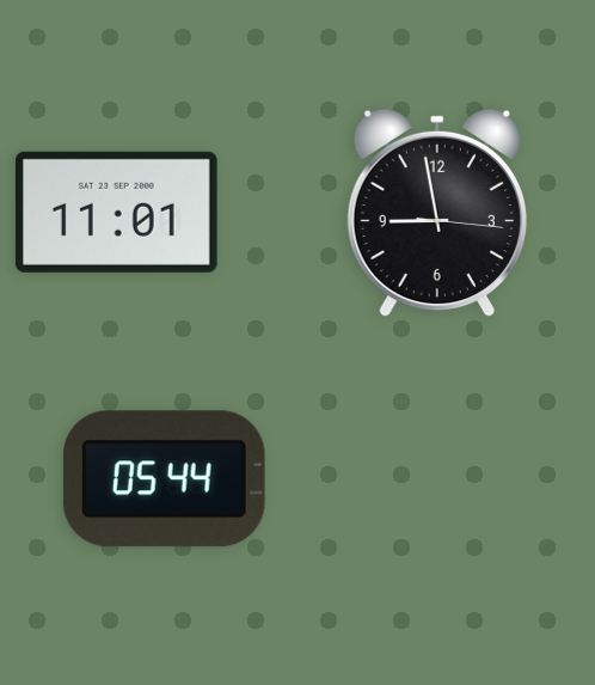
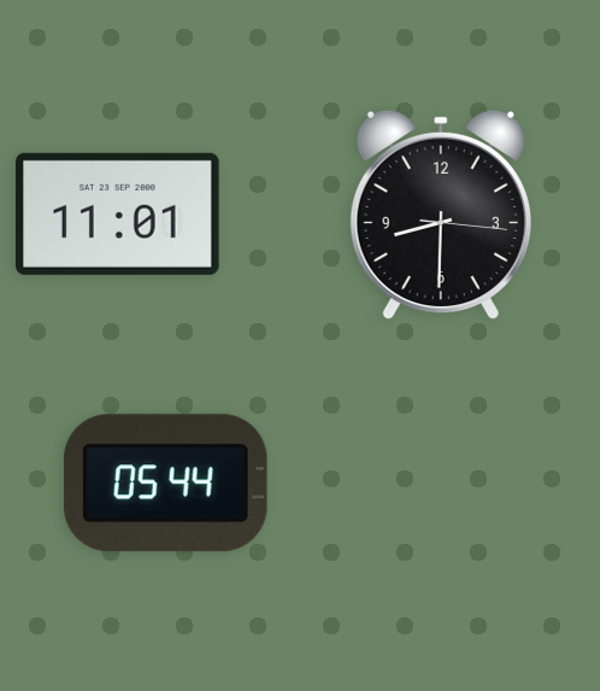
clock at (437, 213): 8:58 -> 8:30
